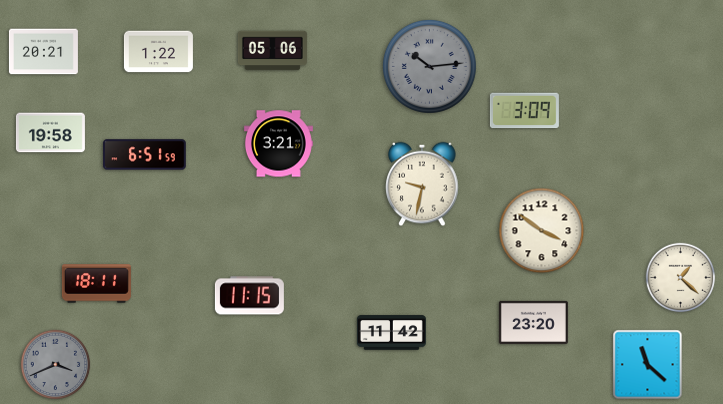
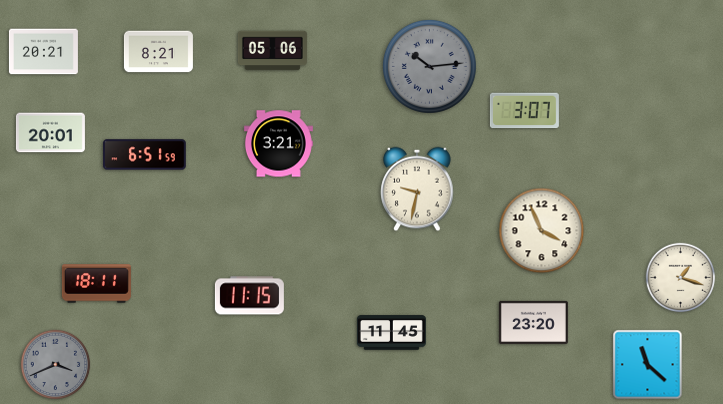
clock at (158, 52): 1:22 -> 8:21
clock at (524, 111): 3:09 -> 3:07
clock at (50, 133): 19:58 -> 20:01
clock at (422, 184) position: (422, 184) -> (417, 189)
clock at (542, 231): 3:51 -> 3:56
clock at (681, 278): 1:22 -> 1:18
clock at (391, 333): 11:42 -> 11:45
